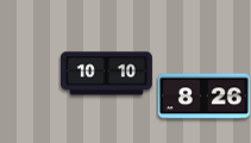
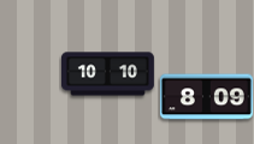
clock at (203, 97): 8:26 -> 8:09
